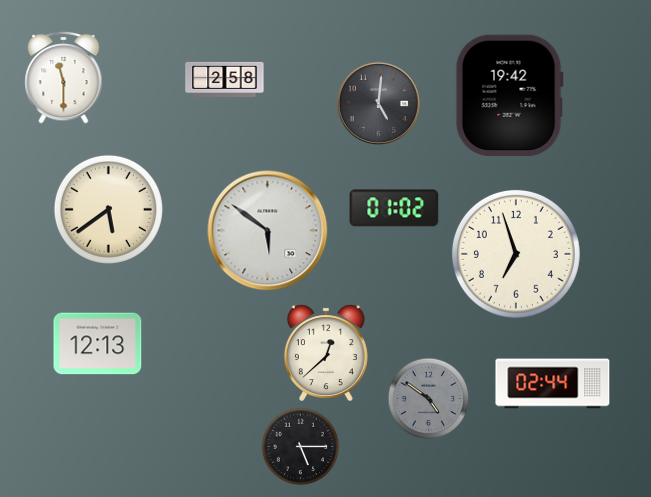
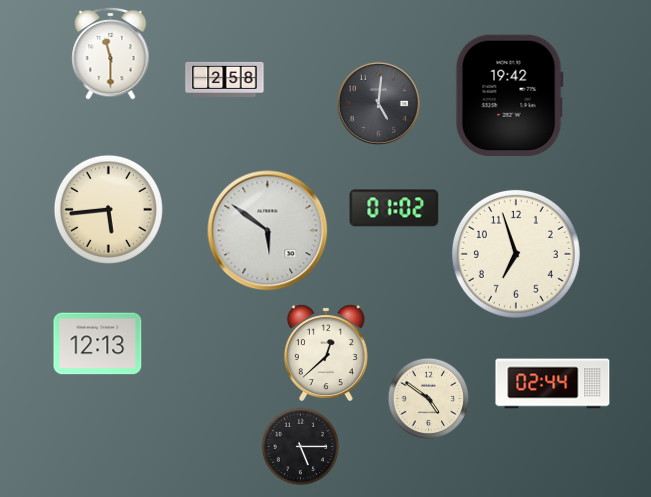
clock at (64, 77) position: (64, 77) -> (111, 53)
clock at (108, 209): 5:39 -> 5:44
clock at (429, 399) dial: grey -> cream
